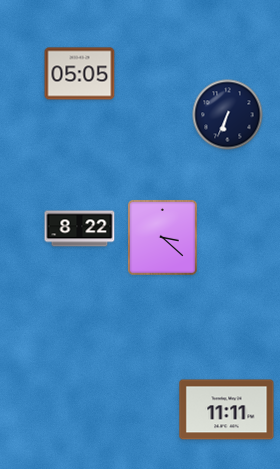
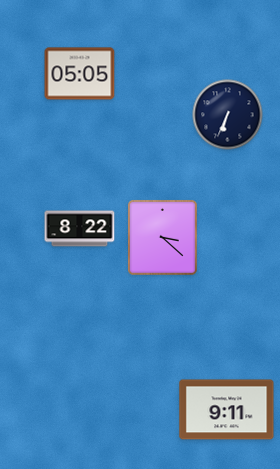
clock at (227, 410): 11:11 -> 9:11
